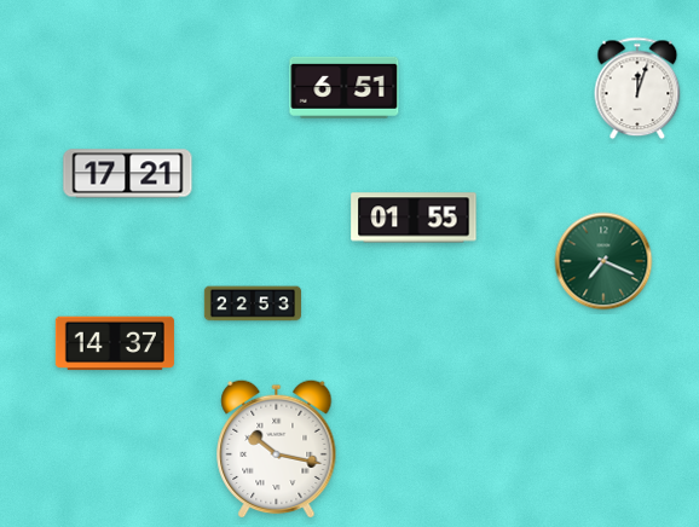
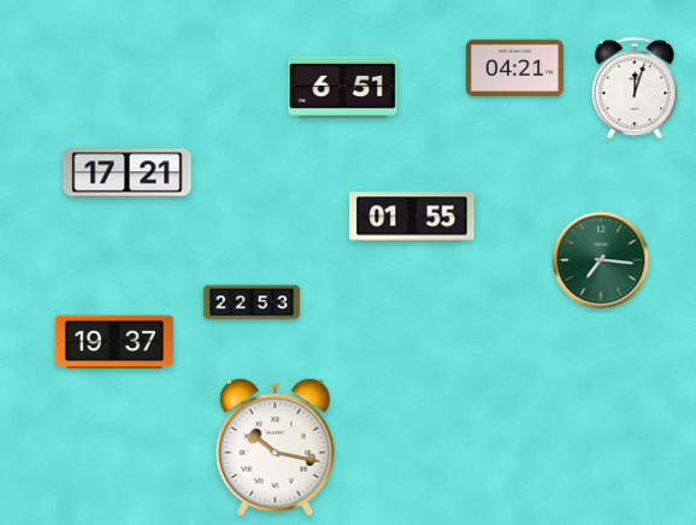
clock at (514, 69): none -> 04:21
clock at (603, 261): 7:19 -> 7:16
clock at (115, 343): 14:37 -> 19:37
